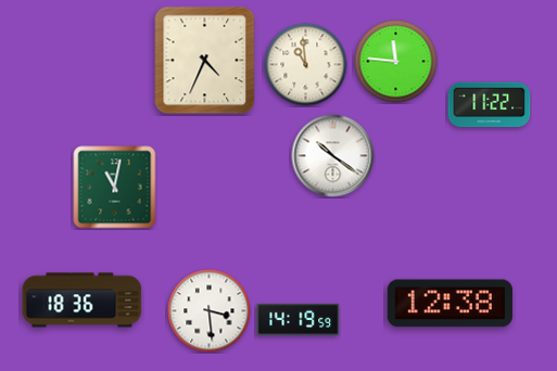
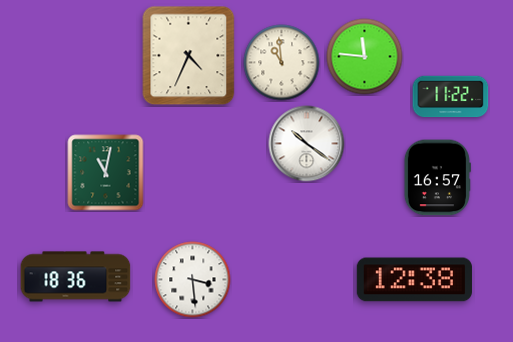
clock at (306, 65) position: (306, 65) -> (282, 63)
clock at (437, 178): none -> 16:57
clock at (210, 311) position: (210, 311) -> (193, 280)
clock at (299, 319): 14:19 -> none
